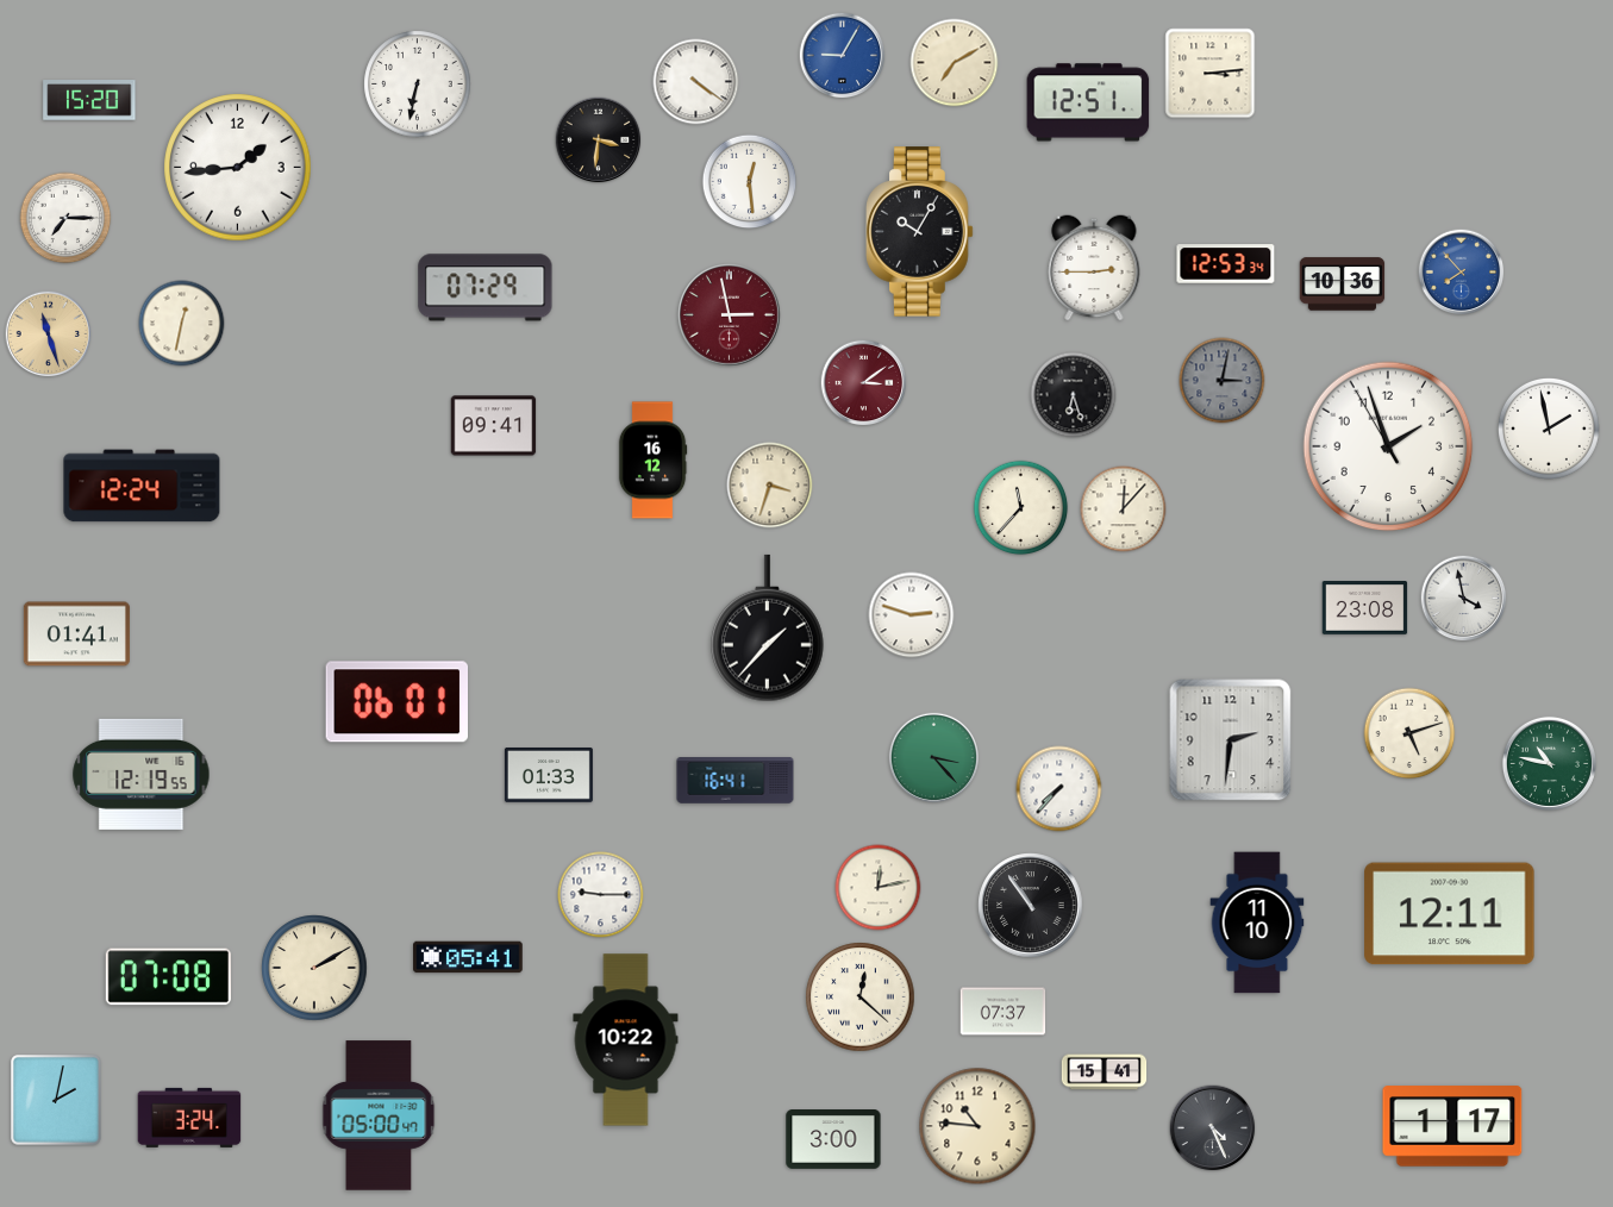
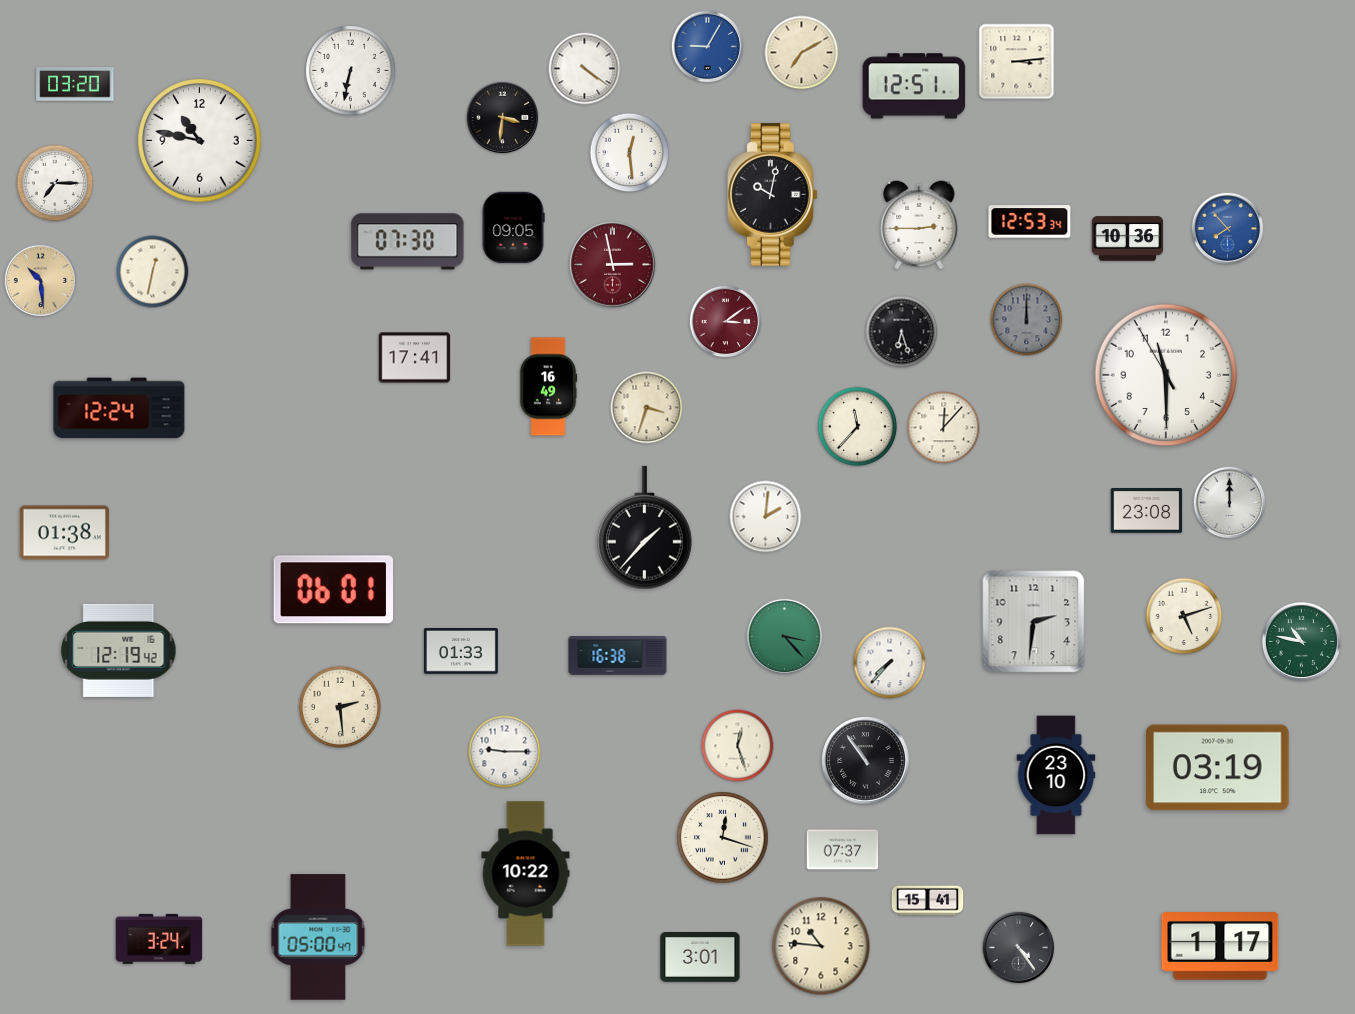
clock at (89, 101): 15:20 -> 03:20
clock at (238, 168): 1:44 -> 10:47
clock at (920, 232): 10:05 -> 10:02
clock at (513, 228): none -> 09:05
clock at (486, 288): 07:29 -> 07:30
clock at (49, 334): 11:27 -> 10:29
clock at (1223, 381): 3:02 -> 12:00
clock at (494, 426): 09:41 -> 17:41
clock at (1549, 429): 1:58 -> none
clock at (1388, 446): 1:56 -> 11:29
clock at (652, 461): 16:12 -> 16:49
clock at (1464, 599): 3:58 -> 12:00
clock at (912, 615): 2:48 -> 2:01
clock at (76, 634): 01:41 -> 01:38
clock at (142, 774): 12:19:55 -> 12:19:42
clock at (736, 781): 16:41 -> 16:38
clock at (340, 707): none -> 2:29
clock at (879, 888): 12:13 -> 12:27
clock at (1450, 914): 12:11 -> 03:19
clock at (1257, 923): 11:10 -> 23:10
clock at (468, 957): 05:41 -> none
clock at (314, 968): 2:10 -> none
clock at (168, 977): 07:08 -> none
clock at (861, 998): 12:22 -> 12:18
clock at (56, 1100): 2:02 -> none
clock at (1213, 1128): 4:26 -> 4:24
clock at (833, 1140): 3:00 -> 3:01
